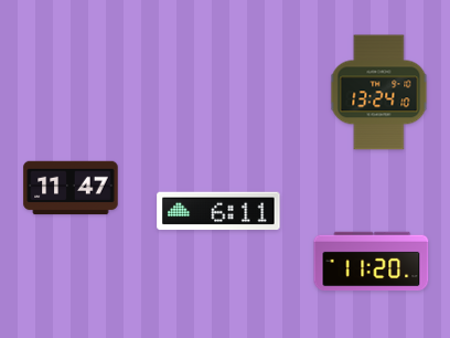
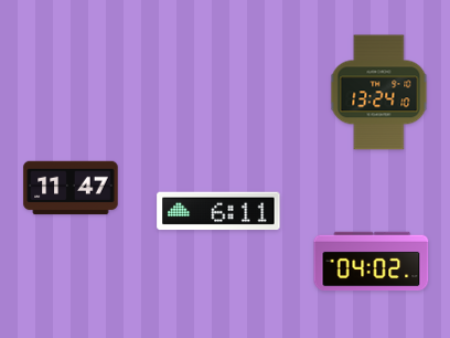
clock at (372, 262): 11:20 -> 04:02
